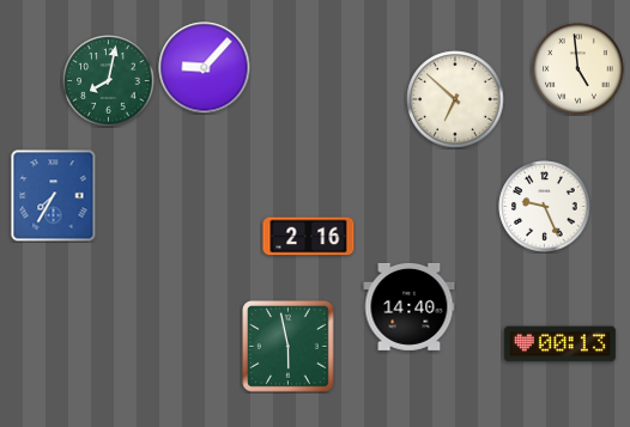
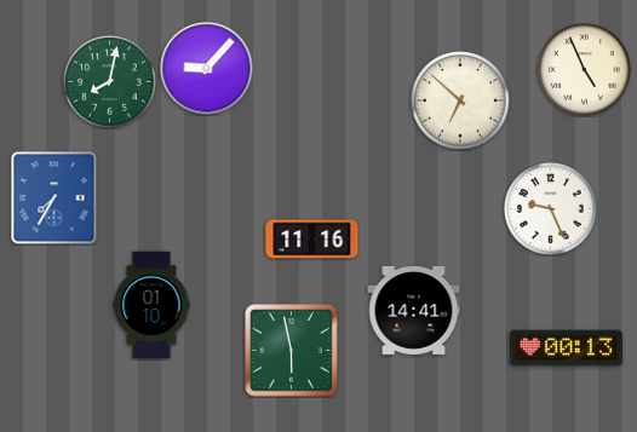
clock at (578, 69): 4:59 -> 4:56
clock at (309, 237): 2:16 -> 11:16
clock at (151, 305): none -> 01:10
clock at (410, 306): 14:40 -> 14:41
